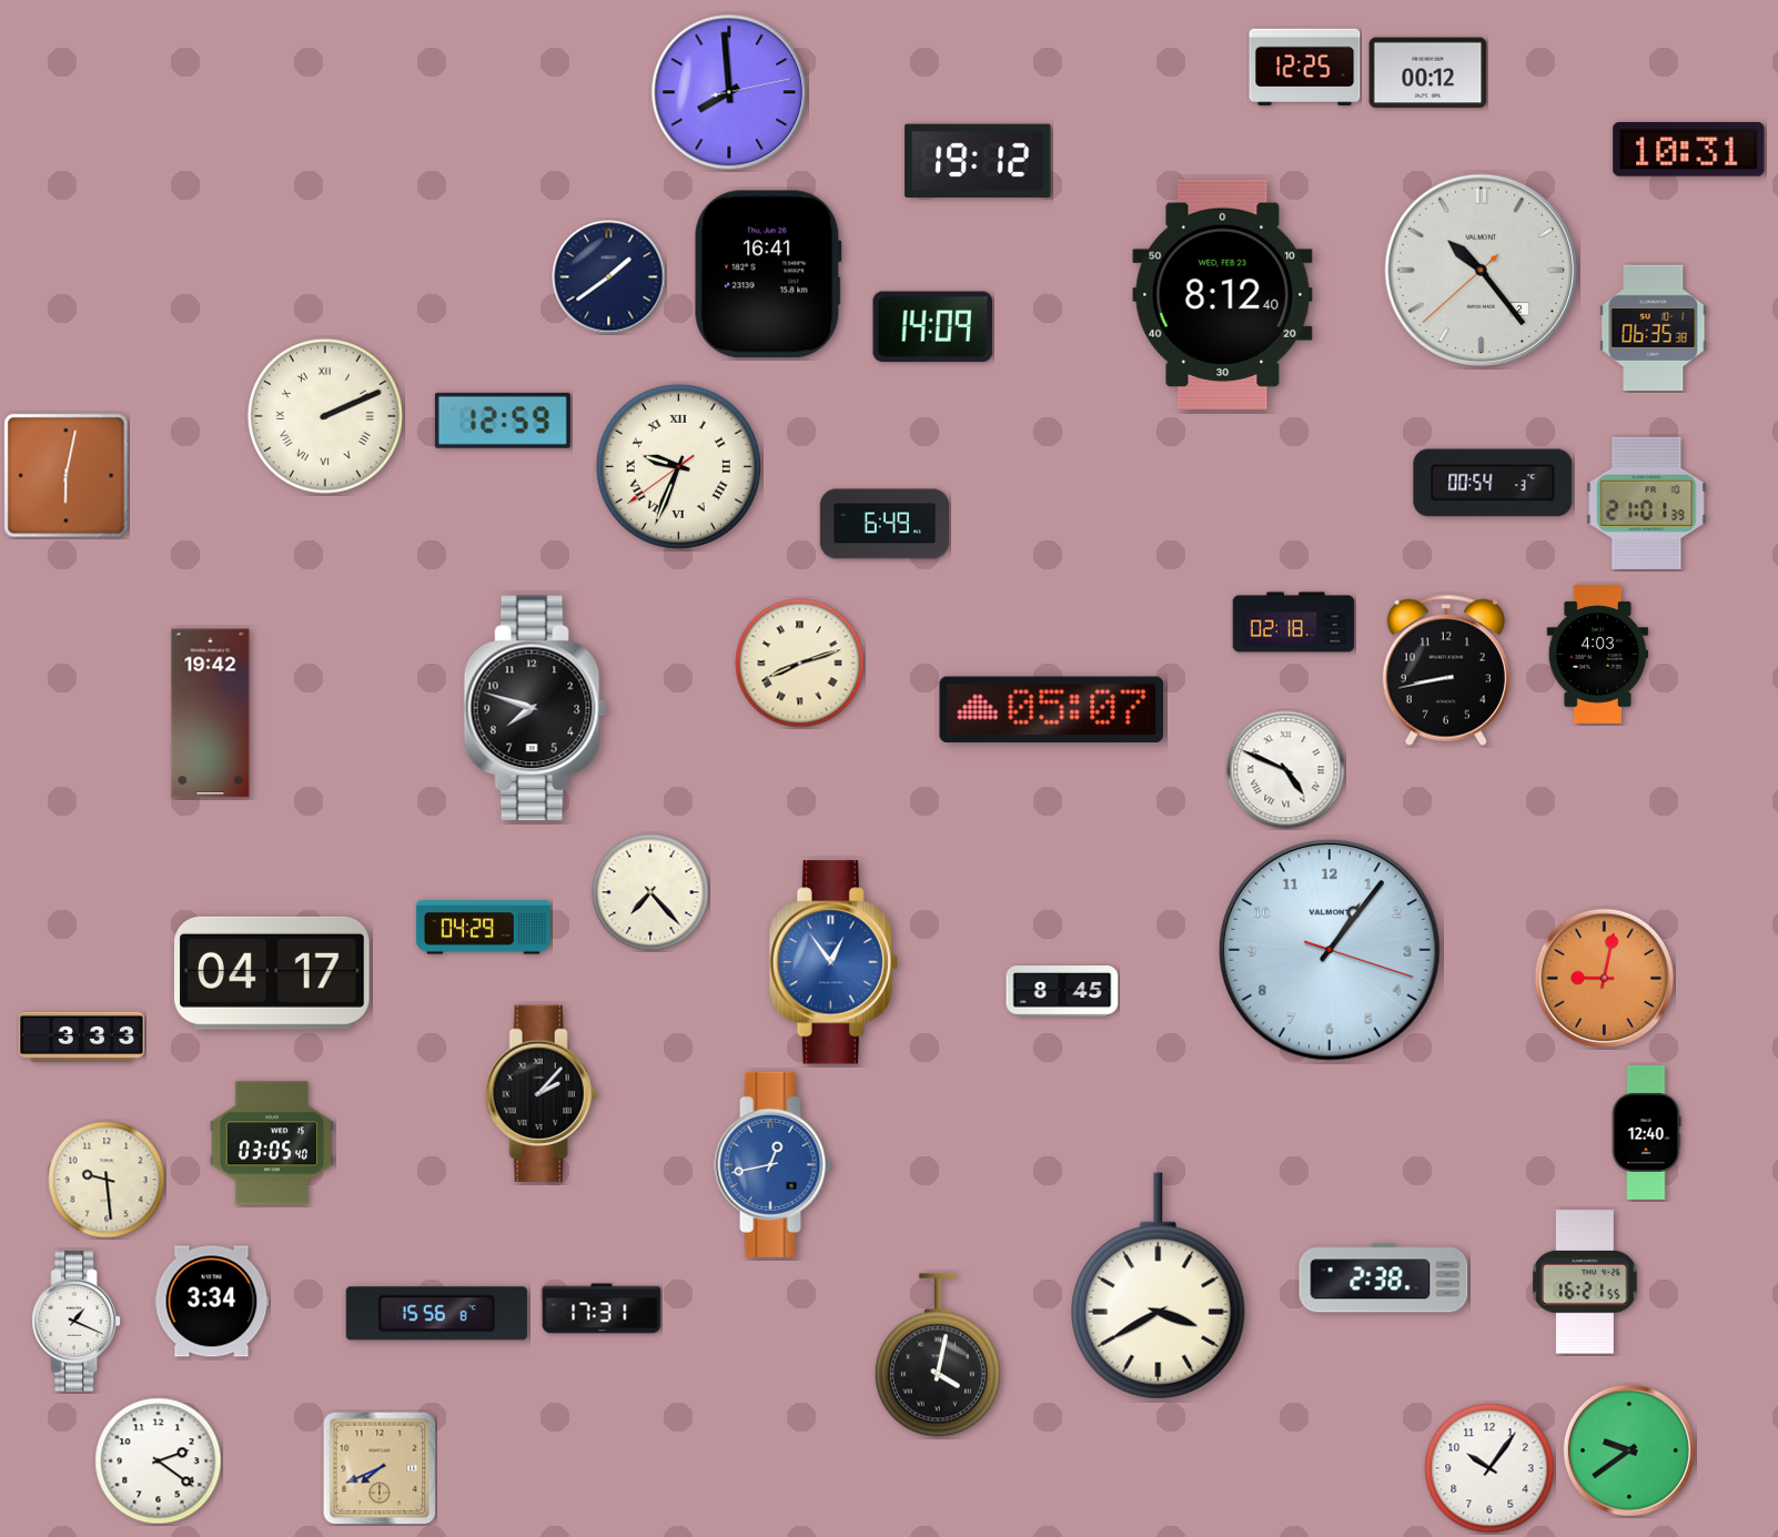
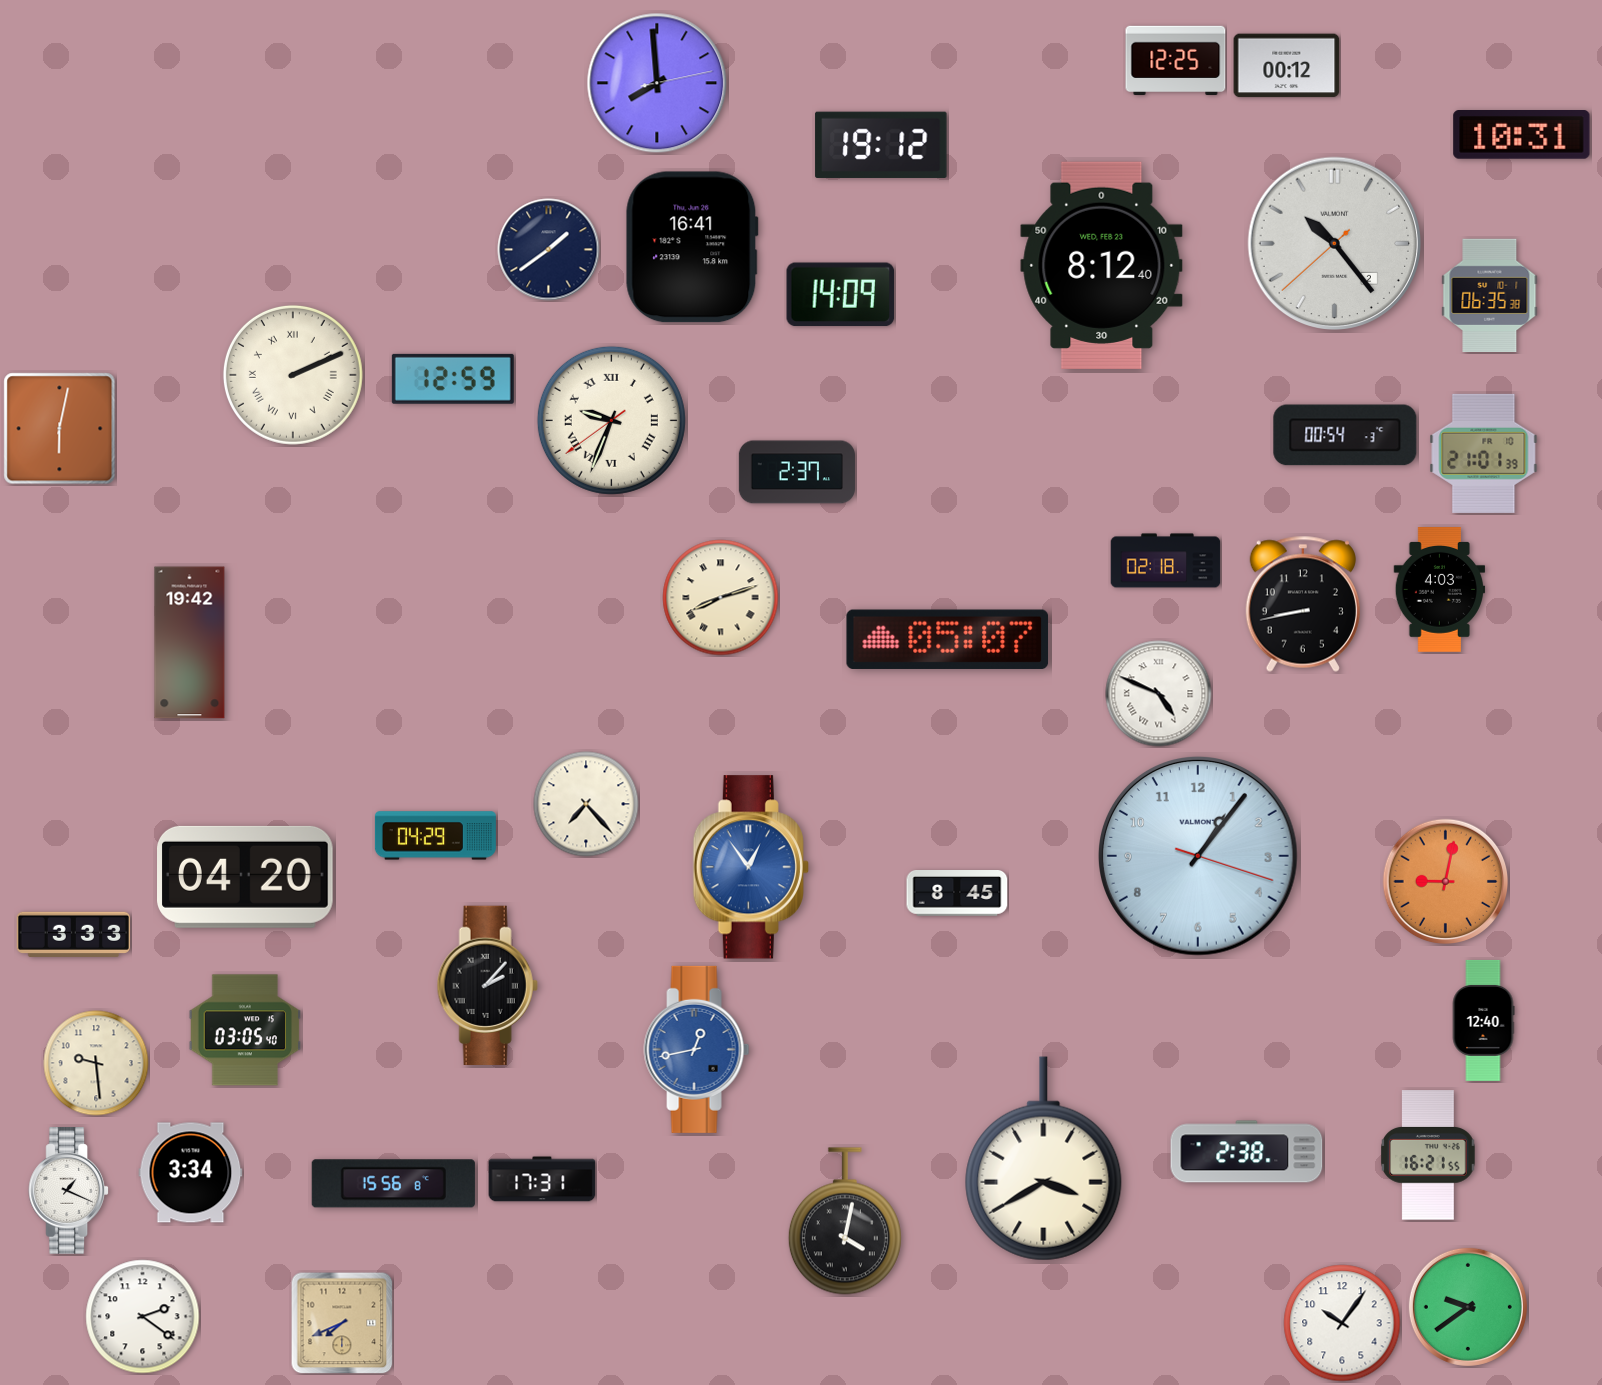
clock at (885, 524): 6:49 -> 2:37
clock at (535, 708): 7:48 -> none
clock at (273, 973): 04:17 -> 04:20
